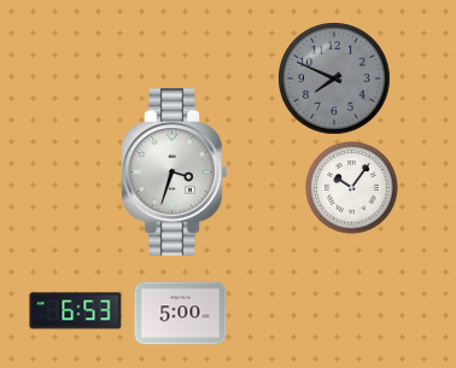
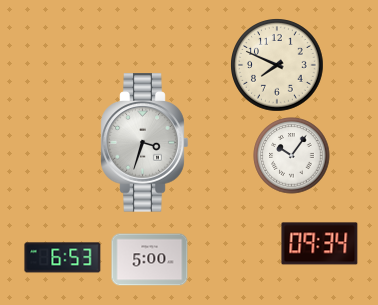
clock at (334, 78) dial: grey -> cream
clock at (320, 244): none -> 09:34
